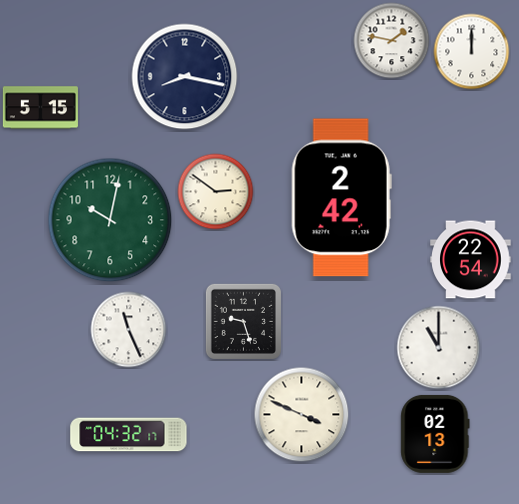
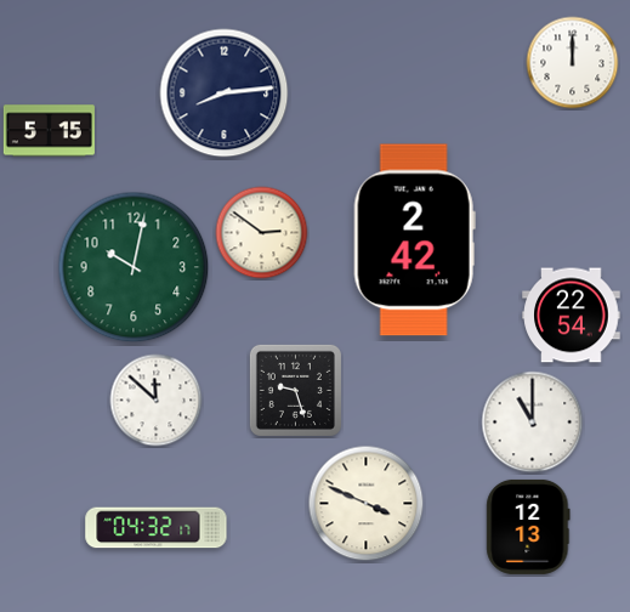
clock at (392, 41): 1:47 -> none
clock at (185, 77): 8:17 -> 8:14
clock at (129, 330): 11:26 -> 11:52
clock at (435, 434): 02:13 -> 12:13
